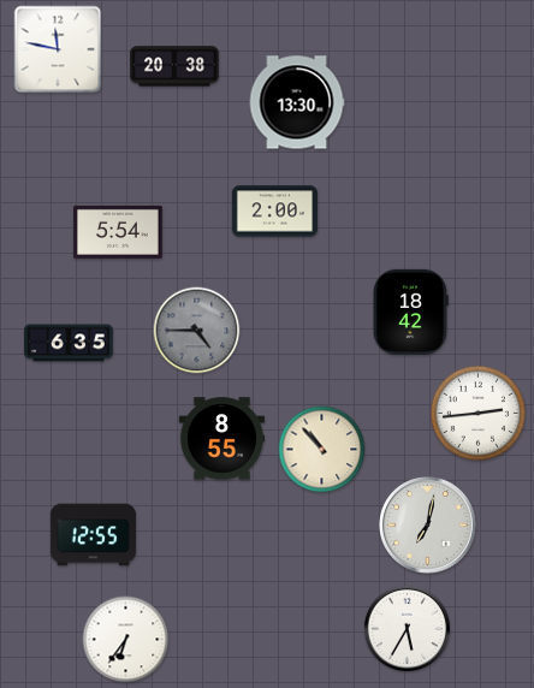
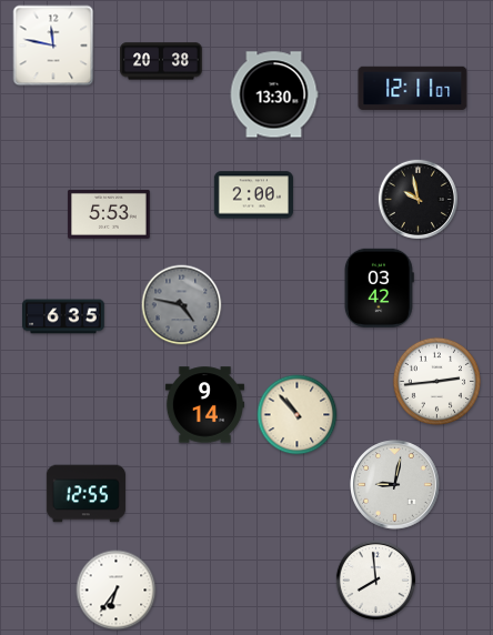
clock at (413, 88): none -> 12:11
clock at (417, 199): none -> 9:58
clock at (118, 232): 5:54 -> 5:53
clock at (410, 312): 18:42 -> 03:42
clock at (197, 331): 4:45 -> 4:47
clock at (477, 413) position: (477, 413) -> (436, 381)
clock at (221, 439): 8:55 -> 9:14
clock at (428, 526): 7:02 -> 9:02
clock at (407, 628): 5:35 -> 7:59
